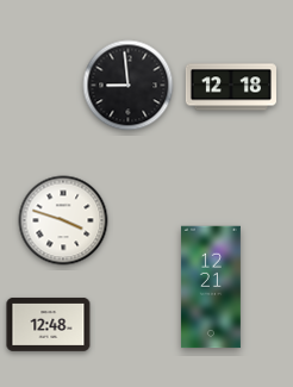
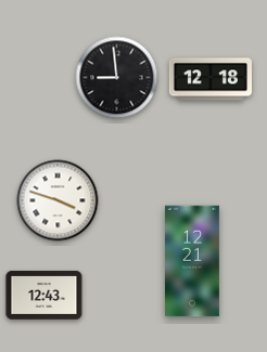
clock at (49, 325): 12:48 -> 12:43
